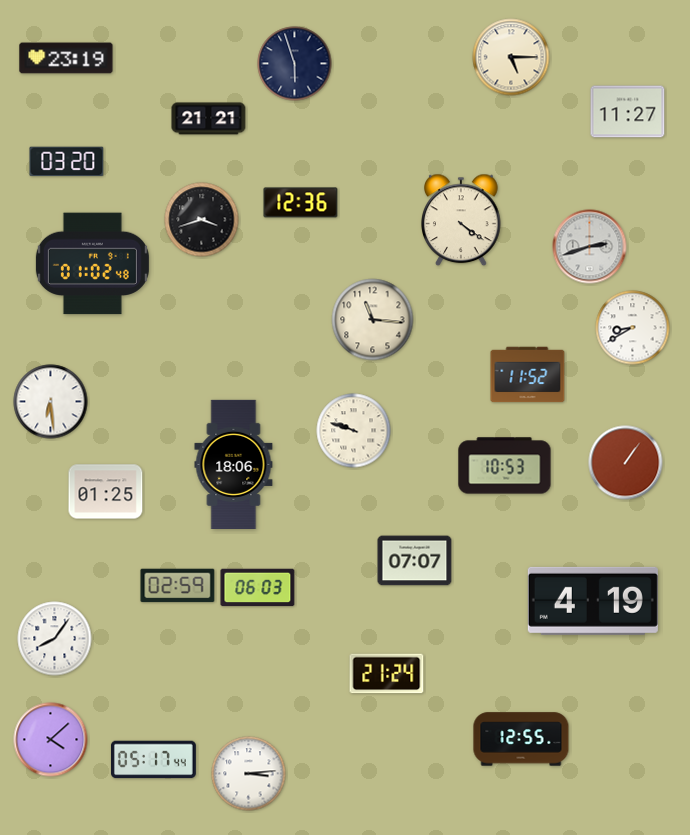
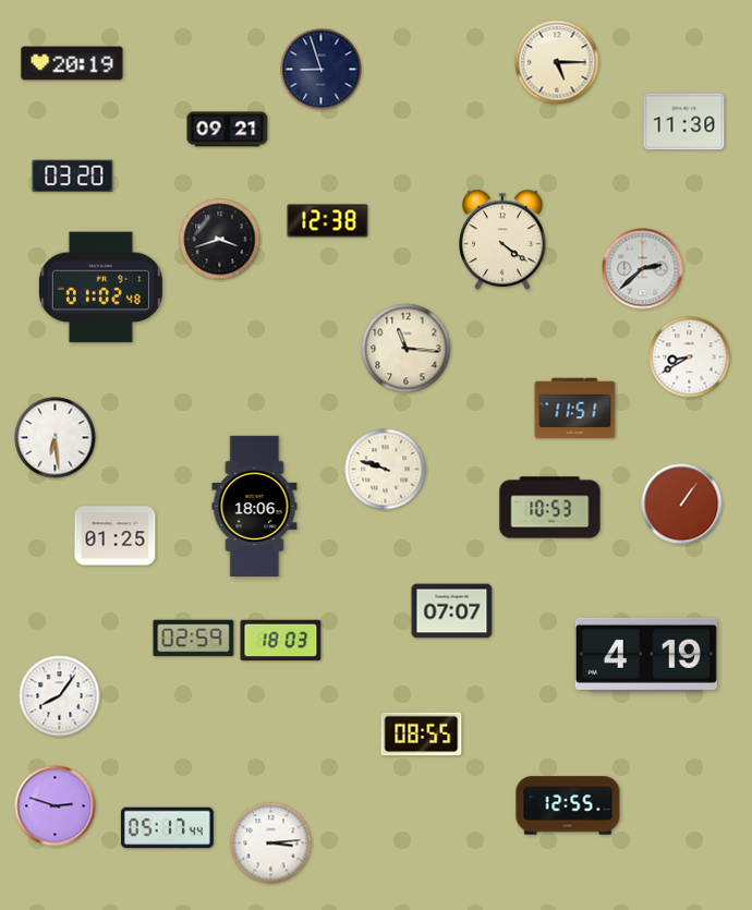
clock at (66, 58): 23:19 -> 20:19
clock at (295, 64): 5:57 -> 8:57
clock at (628, 112): 11:27 -> 11:30
clock at (209, 119): 21:21 -> 09:21
clock at (301, 203): 12:36 -> 12:38
clock at (590, 247): 2:42 -> 2:38
clock at (528, 375): 11:52 -> 11:51
clock at (258, 588): 06:03 -> 18:03
clock at (387, 674): 21:24 -> 08:55
clock at (51, 740): 4:08 -> 2:48
